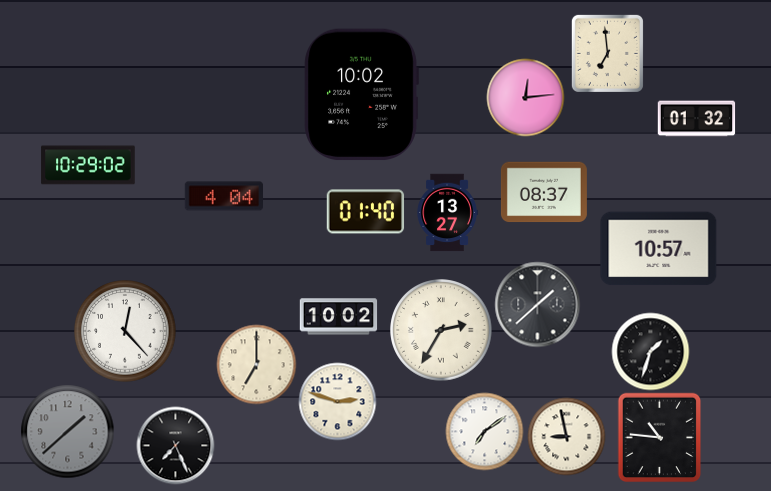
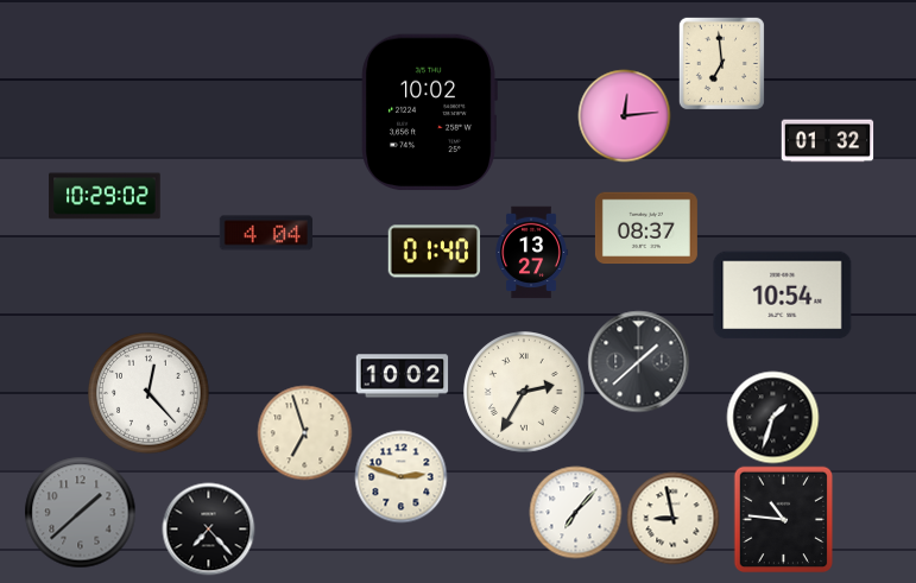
clock at (659, 249): 10:57 -> 10:54
clock at (256, 364): 7:00 -> 6:57
clock at (484, 431): 7:09 -> 7:07
clock at (175, 445): 7:26 -> 7:23
